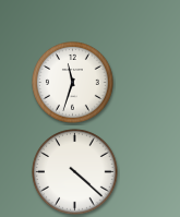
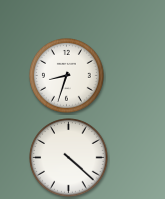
clock at (73, 83): 11:33 -> 8:33
